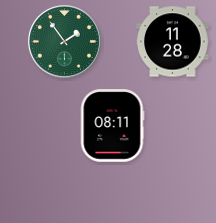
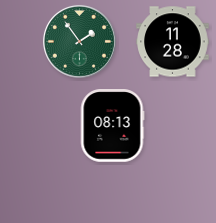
clock at (64, 41) position: (64, 41) -> (79, 41)
clock at (112, 126): 08:11 -> 08:13
